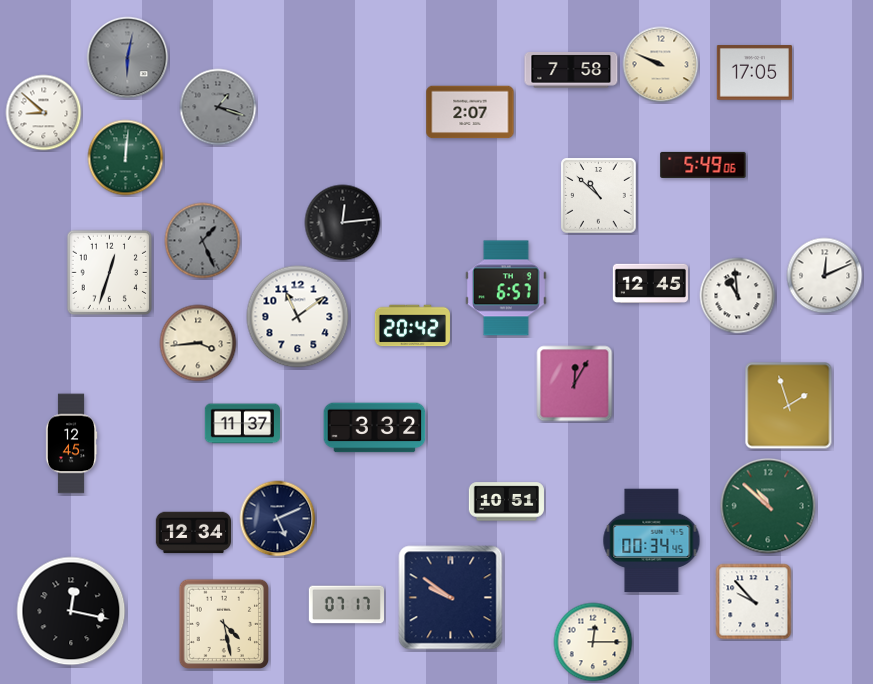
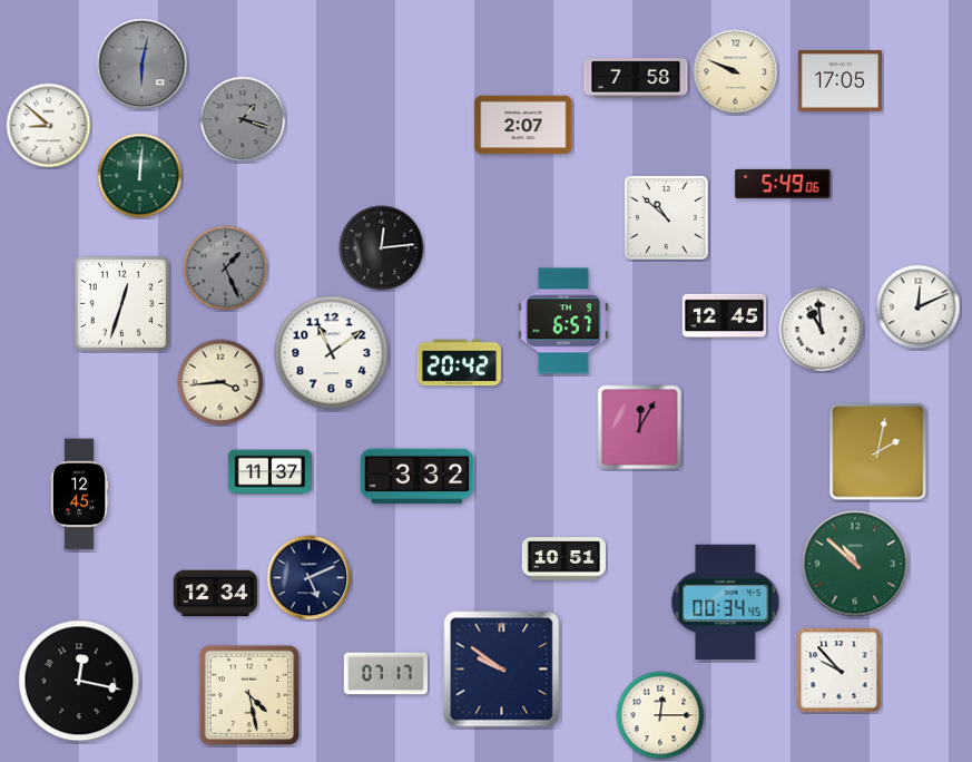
clock at (789, 406): 1:57 -> 2:02
clock at (451, 598) position: (451, 598) -> (502, 670)
